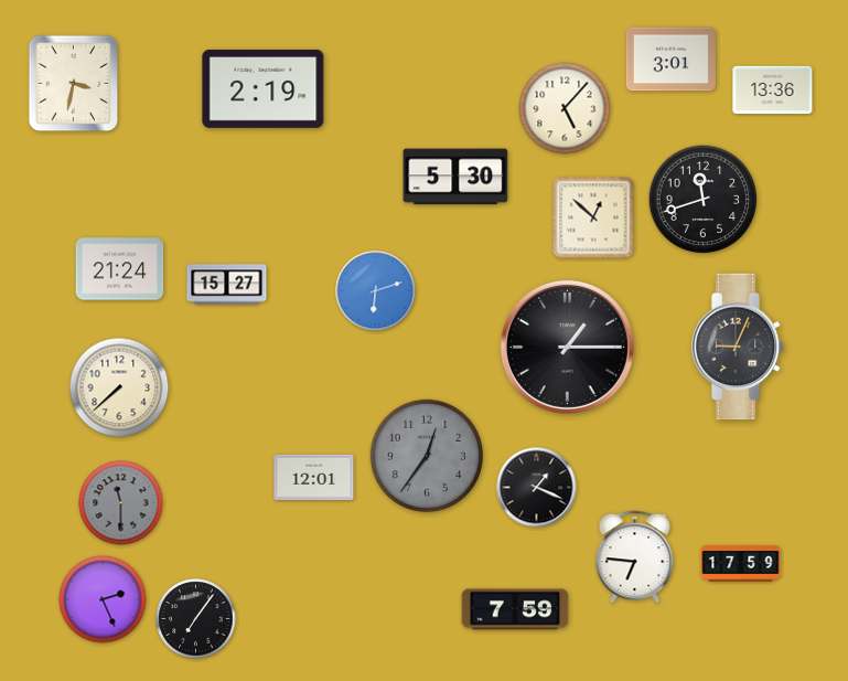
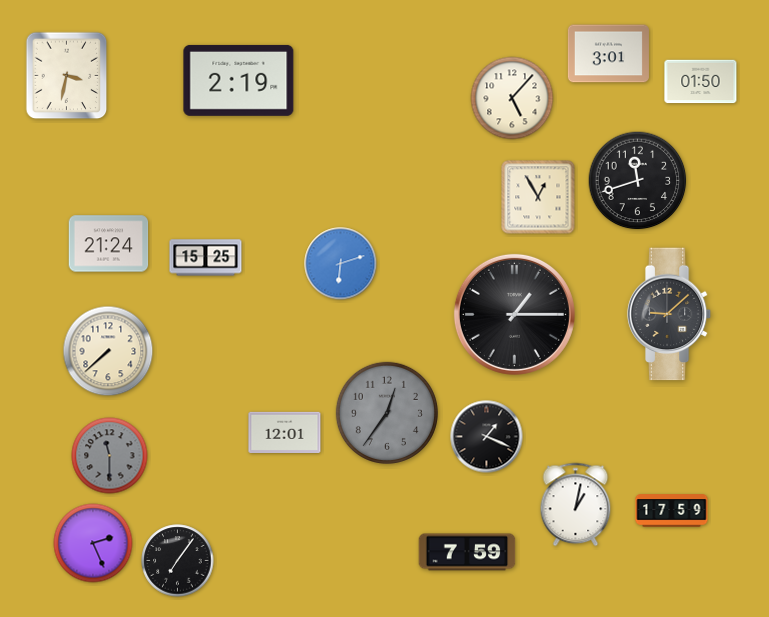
clock at (773, 91): 13:36 -> 01:50
clock at (455, 177): 5:30 -> none
clock at (593, 217): 12:52 -> 12:55
clock at (227, 285): 15:27 -> 15:25
clock at (738, 347): 9:04 -> 9:08
clock at (537, 488) position: (537, 488) -> (487, 437)
clock at (635, 557): 6:46 -> 1:02
